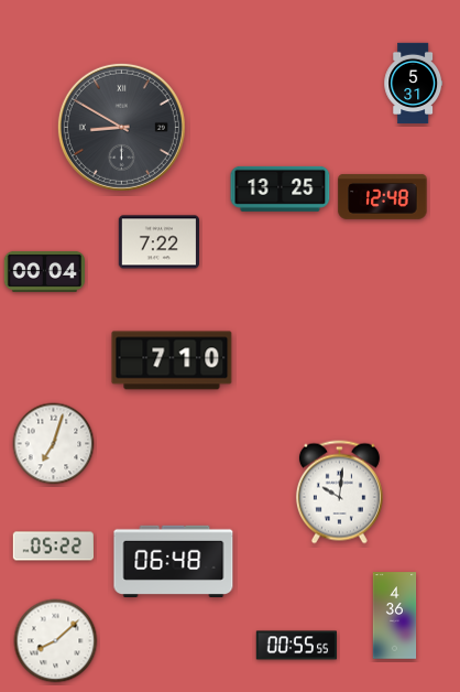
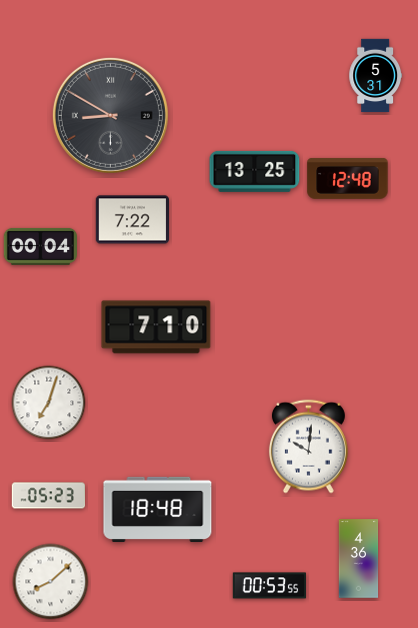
clock at (158, 242) position: (158, 242) -> (132, 220)
clock at (53, 547): 05:22 -> 05:23
clock at (174, 561): 06:48 -> 18:48
clock at (296, 646): 00:55 -> 00:53
